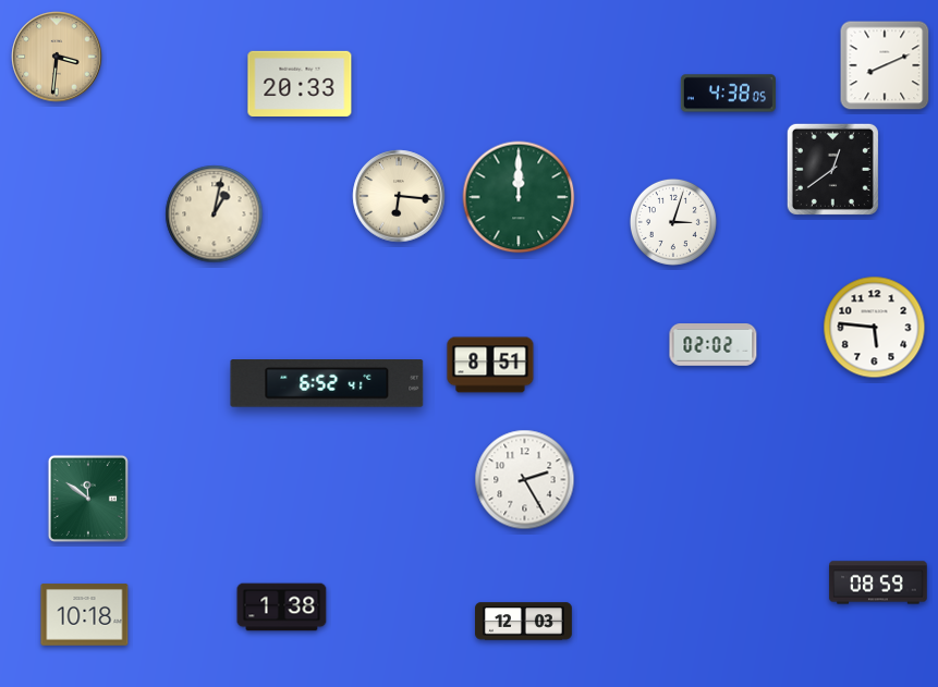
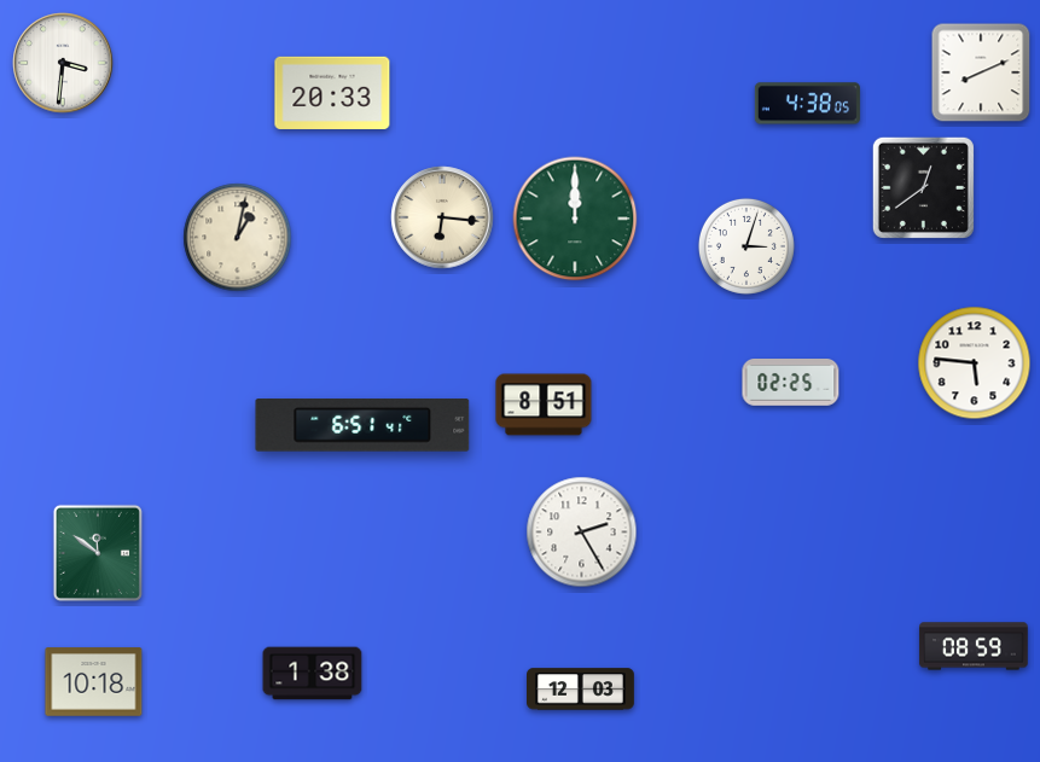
clock at (57, 57) dial: champagne -> white
clock at (875, 328) position: (875, 328) -> (975, 363)
clock at (714, 345): 02:02 -> 02:25
clock at (327, 383): 6:52 -> 6:51
